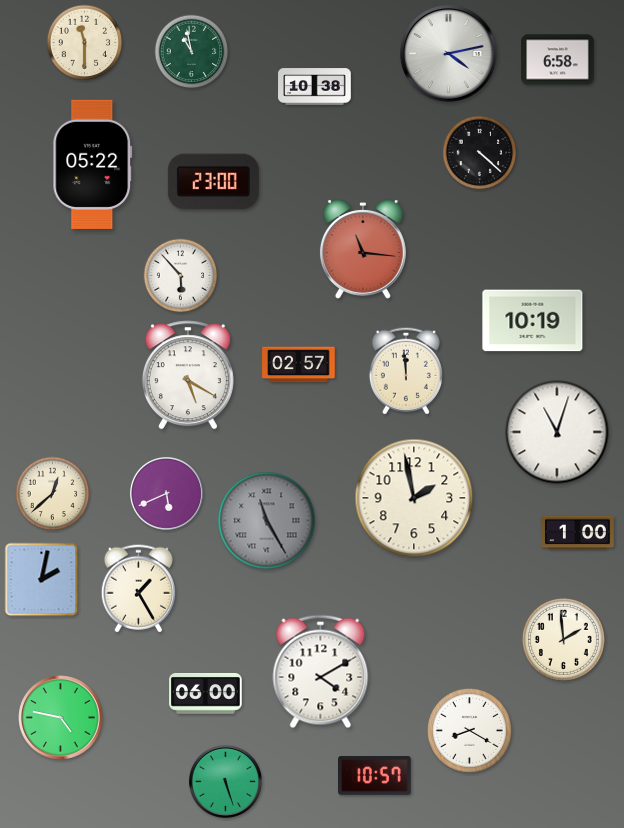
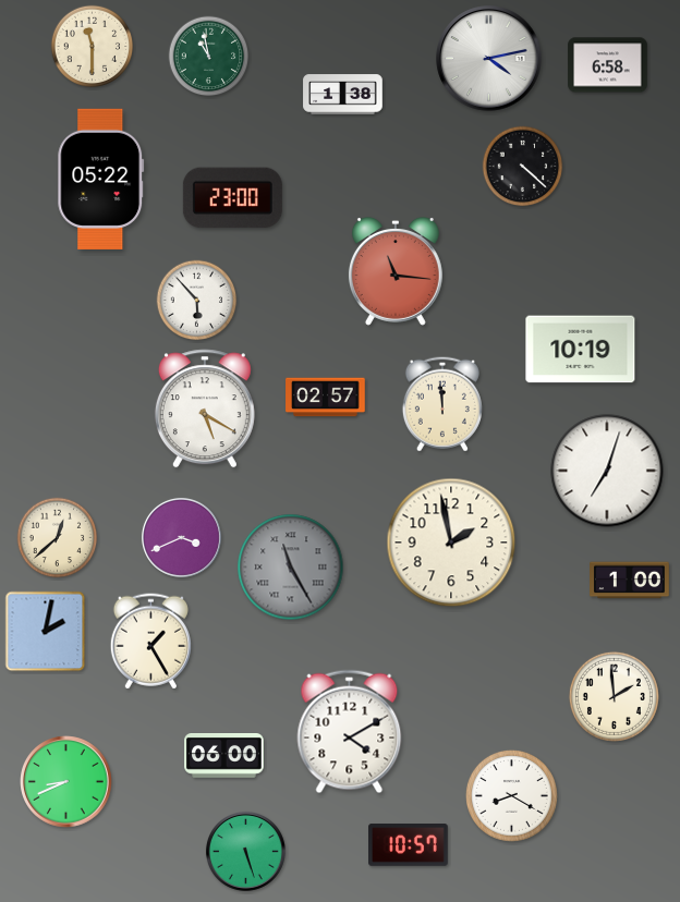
clock at (315, 87): 10:38 -> 1:38
clock at (557, 432): 11:03 -> 7:03
clock at (166, 493): 5:41 -> 3:41
clock at (61, 718): 4:47 -> 8:41
